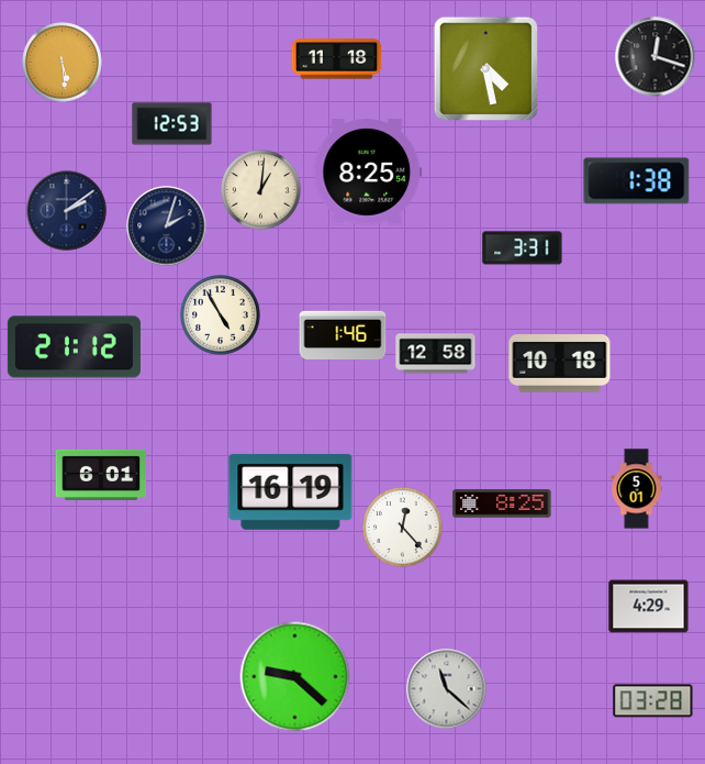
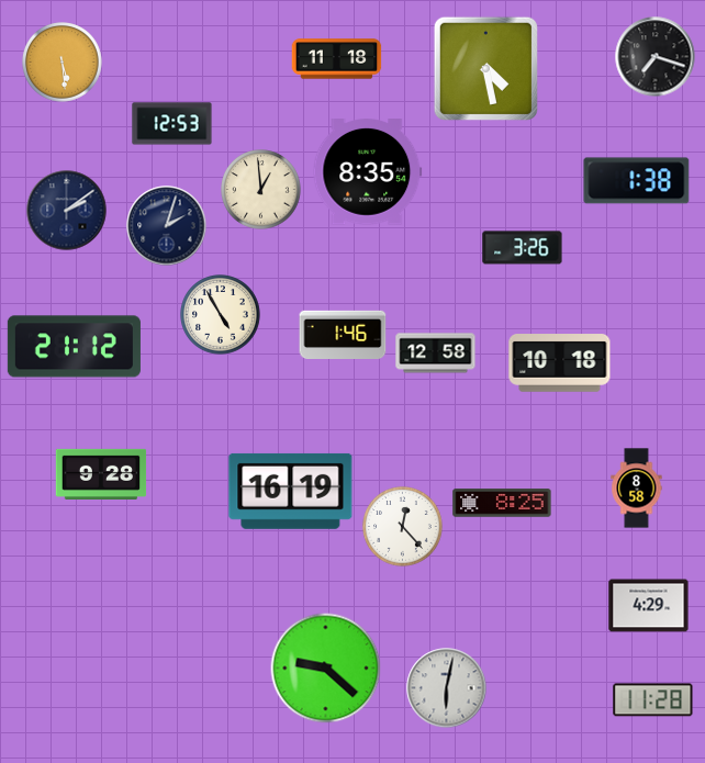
clock at (656, 57): 12:18 -> 7:18
clock at (368, 173): 8:25 -> 8:35
clock at (261, 190): 1:01 -> 12:59
clock at (523, 248): 3:31 -> 3:26
clock at (101, 475): 6:01 -> 9:28
clock at (637, 489): 5:01 -> 8:58
clock at (295, 677) position: (295, 677) -> (326, 669)
clock at (447, 689): 11:22 -> 6:02
clock at (653, 701): 03:28 -> 11:28
